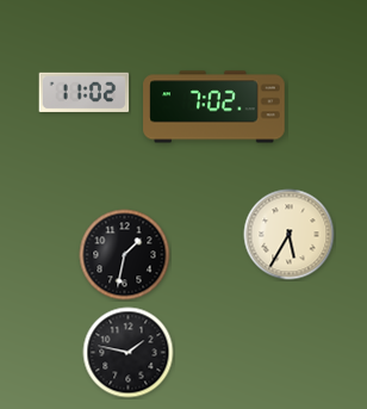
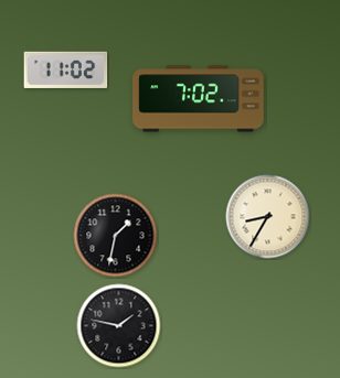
clock at (85, 92) position: (85, 92) -> (66, 69)
clock at (290, 235): 5:35 -> 8:35
